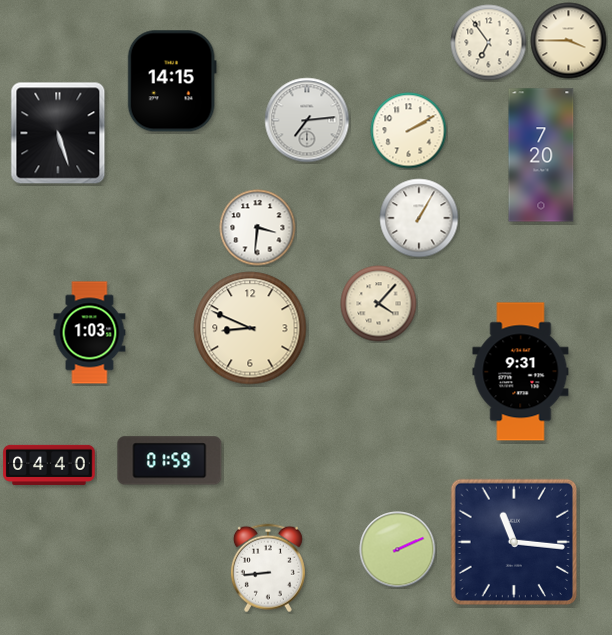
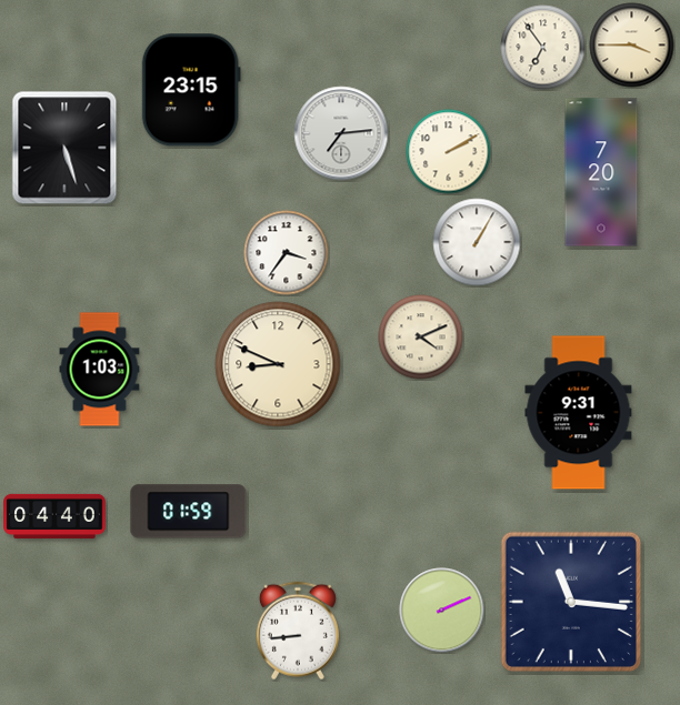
clock at (172, 81): 14:15 -> 23:15
clock at (409, 131) position: (409, 131) -> (449, 152)
clock at (419, 218) position: (419, 218) -> (477, 242)
clock at (258, 228): 3:31 -> 3:36
clock at (379, 304): 4:07 -> 4:11
